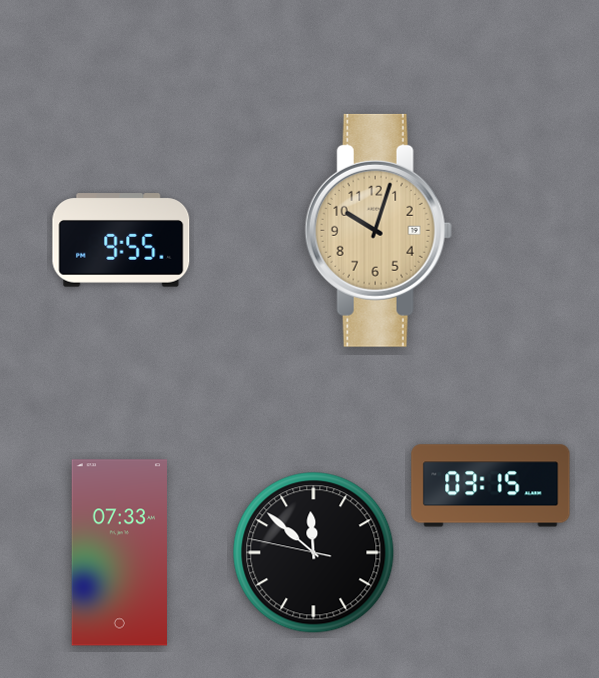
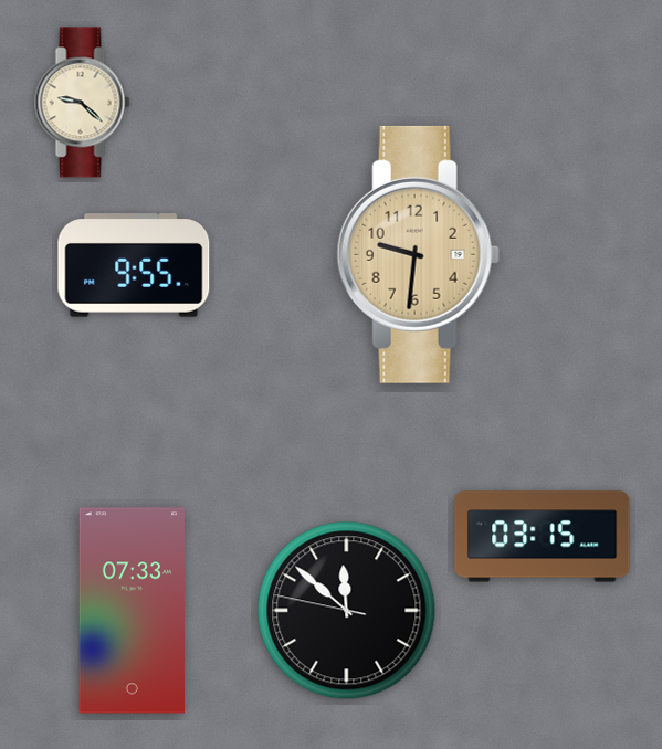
clock at (83, 103): none -> 9:22
clock at (378, 230): 10:03 -> 9:31
